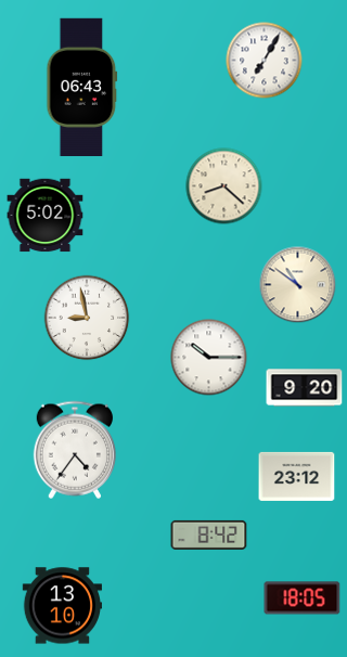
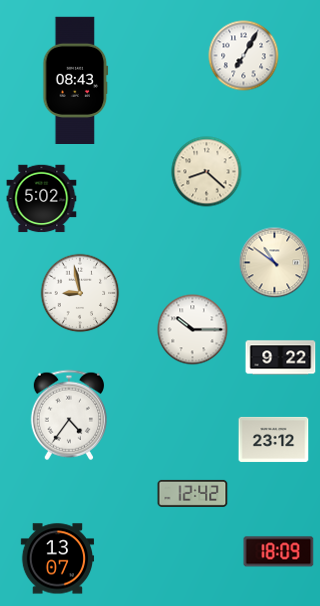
clock at (82, 87): 06:43 -> 08:43
clock at (305, 388): 9:20 -> 9:22
clock at (209, 534): 8:42 -> 12:42
clock at (303, 598): 18:05 -> 18:09
clock at (62, 606): 13:10 -> 13:07
